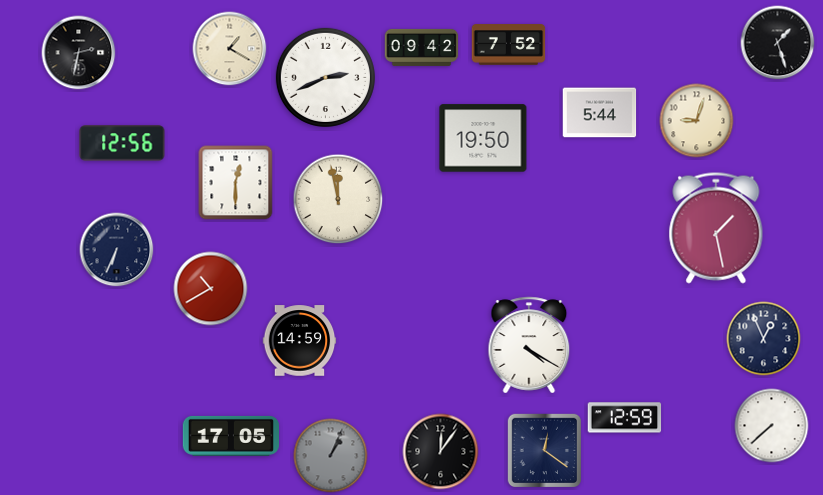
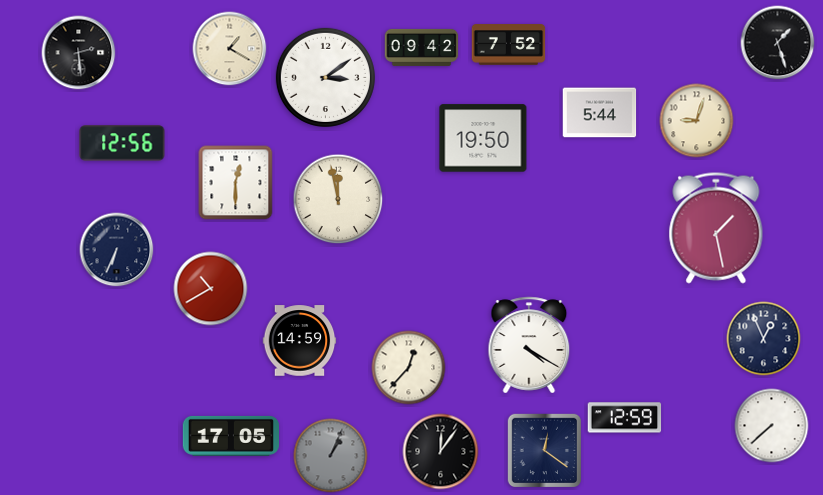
clock at (79, 53): 2:32 -> 2:29
clock at (325, 77): 2:41 -> 3:09
clock at (409, 368): none -> 12:37
